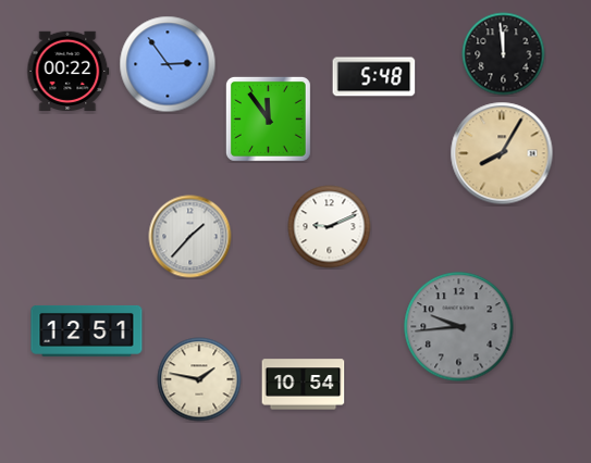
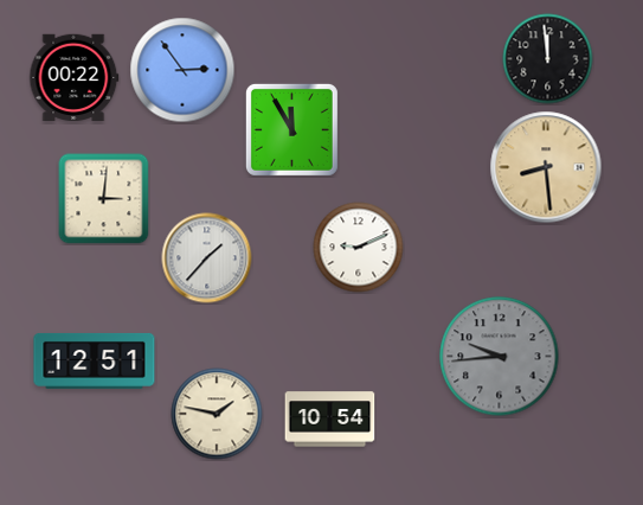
clock at (374, 77): 5:48 -> none
clock at (268, 118): 11:54 -> 11:55
clock at (502, 153): 8:05 -> 8:29
clock at (104, 199): none -> 3:01
